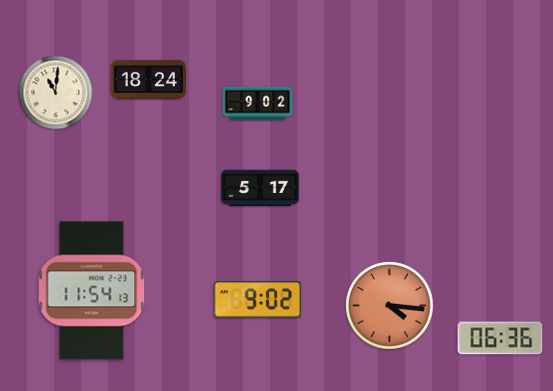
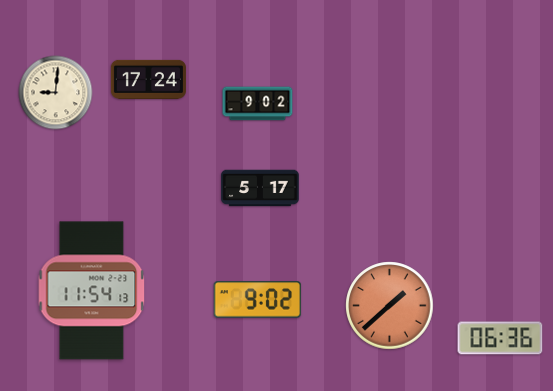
clock at (148, 79): 18:24 -> 17:24
clock at (56, 93): 11:01 -> 9:01
clock at (390, 306): 4:16 -> 1:38
